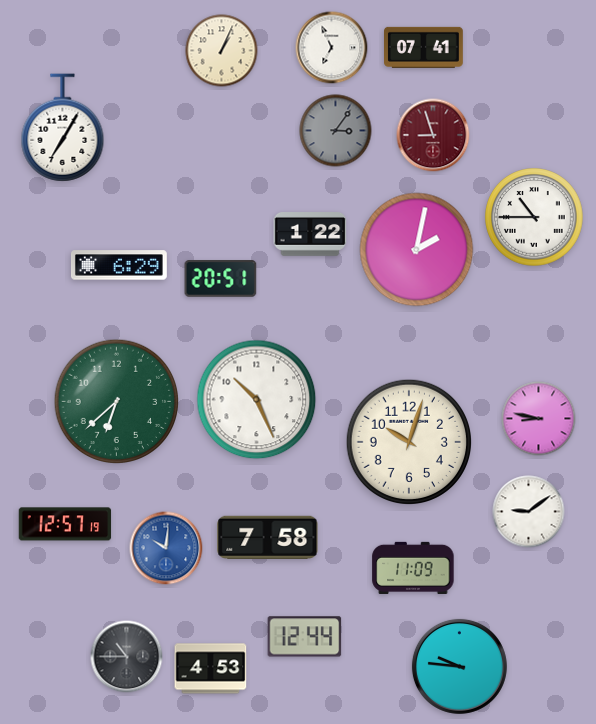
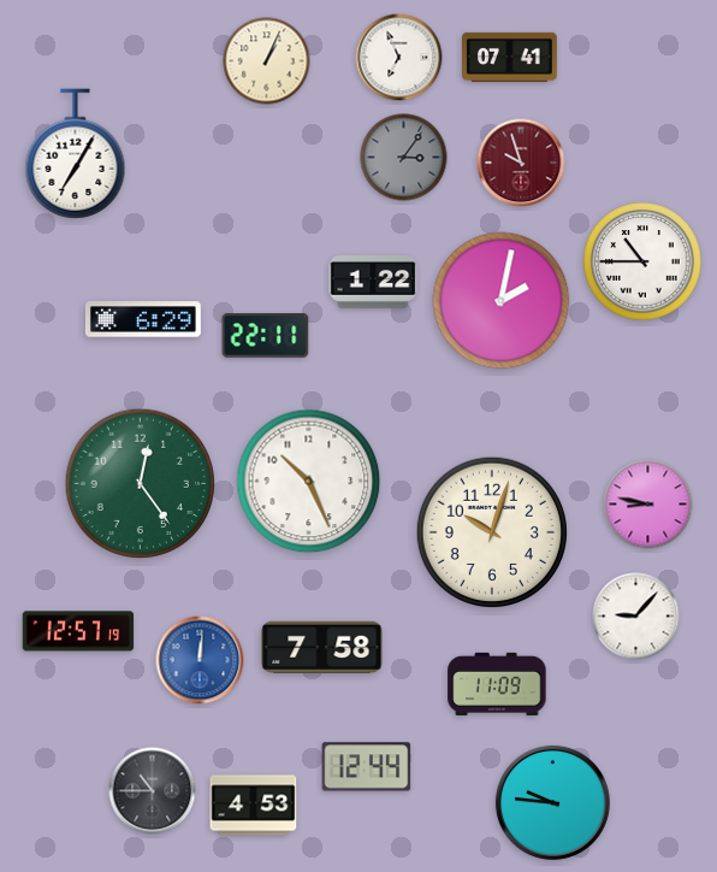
clock at (433, 135): 8:57 -> 9:57
clock at (221, 279): 20:51 -> 22:11
clock at (117, 402): 6:38 -> 12:24
clock at (529, 512): 9:09 -> 9:07
clock at (166, 548): 10:01 -> 12:01
